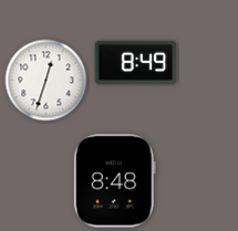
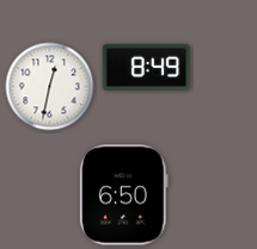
clock at (46, 81): 12:33 -> 12:32
clock at (114, 181): 8:48 -> 6:50
